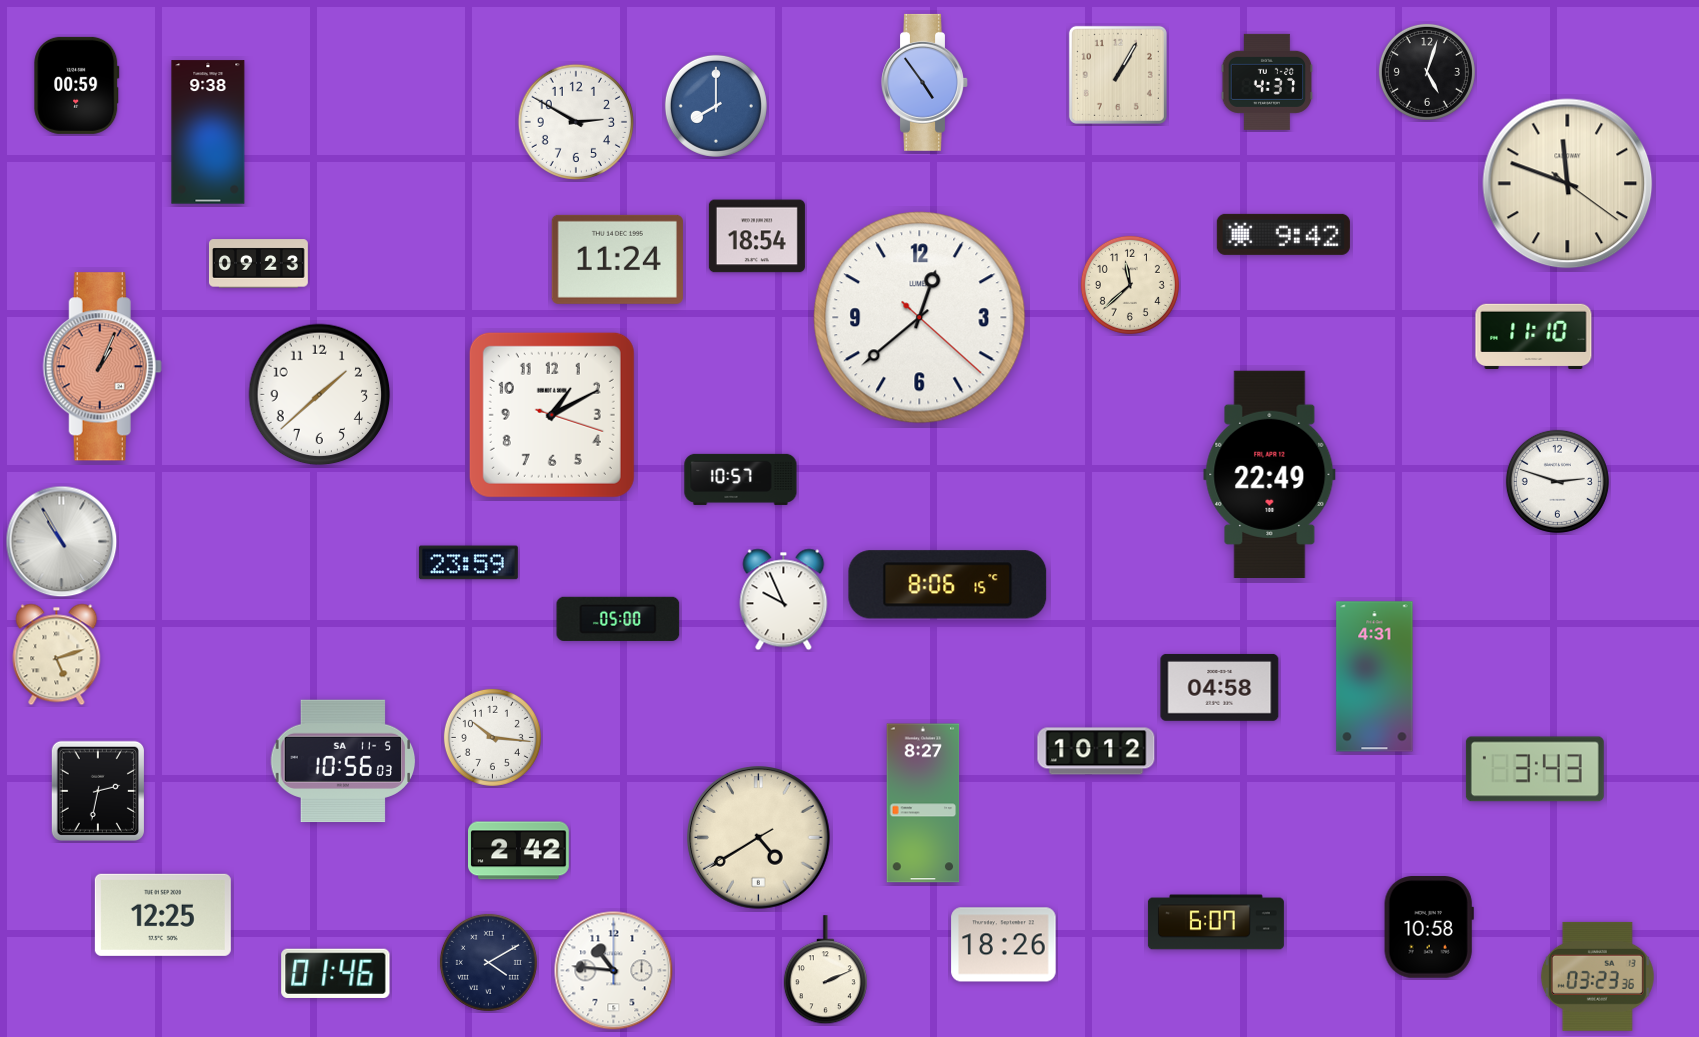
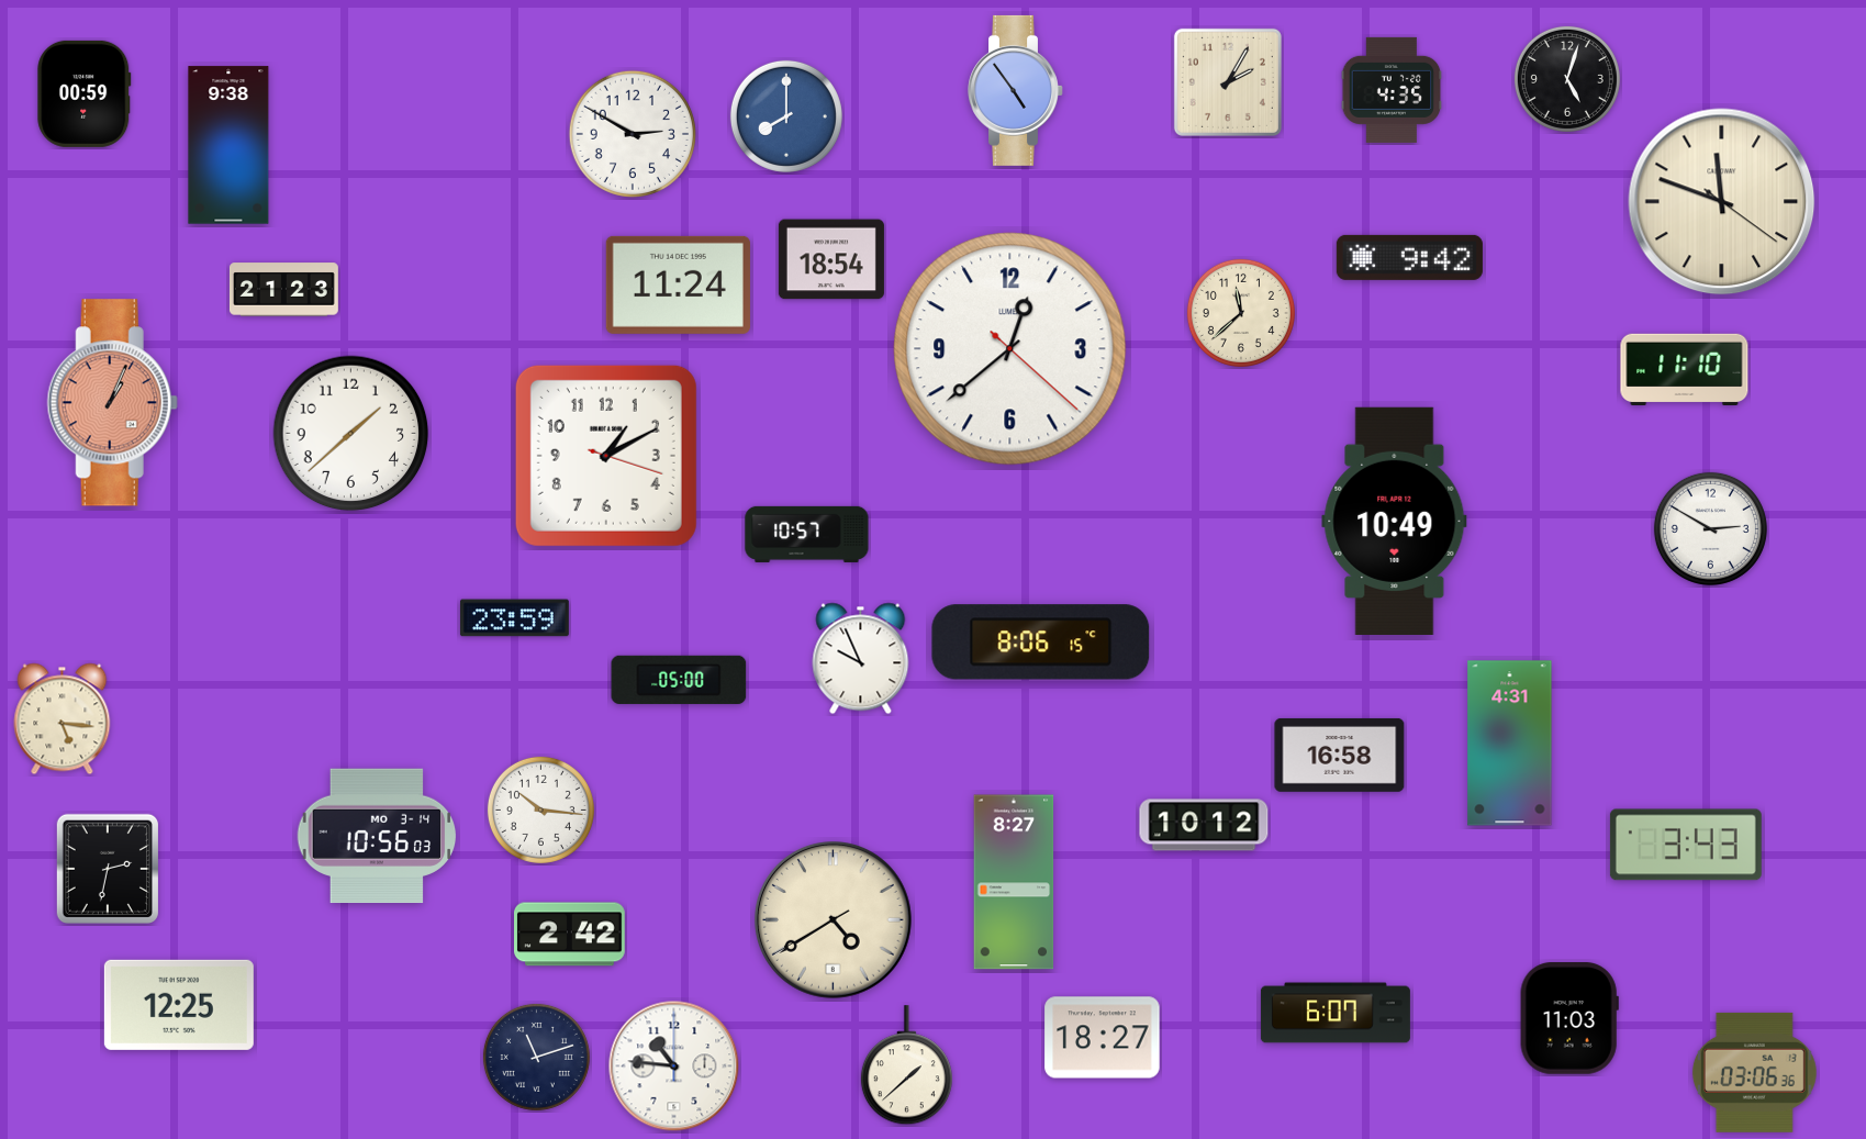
clock at (1118, 75): 1:05 -> 2:05
clock at (1267, 82): 4:37 -> 4:35
clock at (258, 264): 09:23 -> 21:23
clock at (1270, 474): 22:49 -> 10:49
clock at (741, 479) position: (741, 479) -> (807, 534)
clock at (1557, 481): 2:48 -> 2:50
clock at (62, 542): 10:55 -> none
clock at (57, 655): 5:12 -> 5:16
clock at (1220, 687): 04:58 -> 16:58
clock at (343, 761) date: SA 11-5 -> MO 3-14
clock at (1429, 928): 10:58 -> 11:03
clock at (1004, 945): 18:26 -> 18:27
clock at (488, 962): 4:10 -> 11:12
clock at (825, 970): 2:11 -> 1:38
clock at (336, 973): 01:46 -> none
clock at (1597, 976): 03:23 -> 03:06
